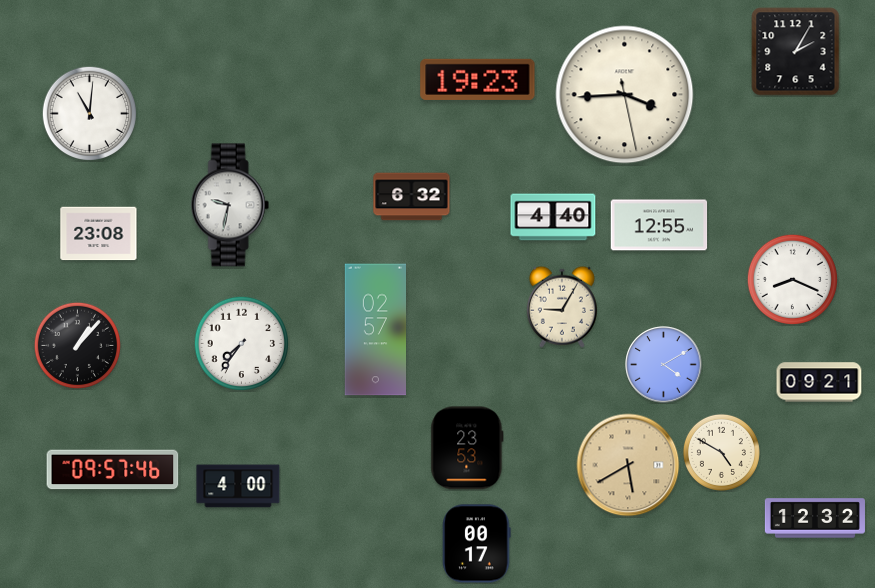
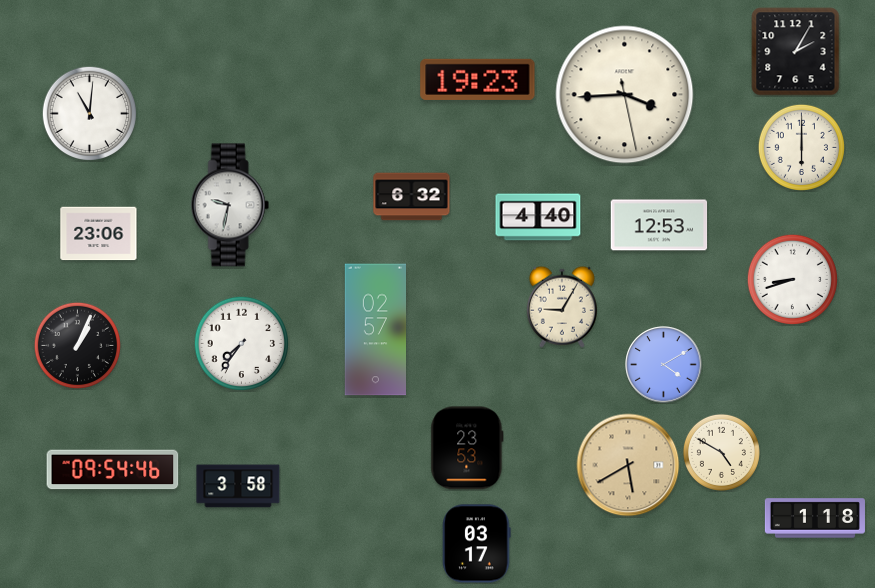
clock at (801, 147): none -> 6:00
clock at (553, 217) position: (553, 217) -> (538, 217)
clock at (659, 225): 12:55 -> 12:53
clock at (99, 234): 23:08 -> 23:06
clock at (792, 279): 8:19 -> 8:42
clock at (77, 345): 1:07 -> 1:04
clock at (819, 382): 09:21 -> none
clock at (113, 470): 09:57 -> 09:54
clock at (238, 486): 4:00 -> 3:58
clock at (815, 518): 12:32 -> 1:18
clock at (477, 544): 00:17 -> 03:17
